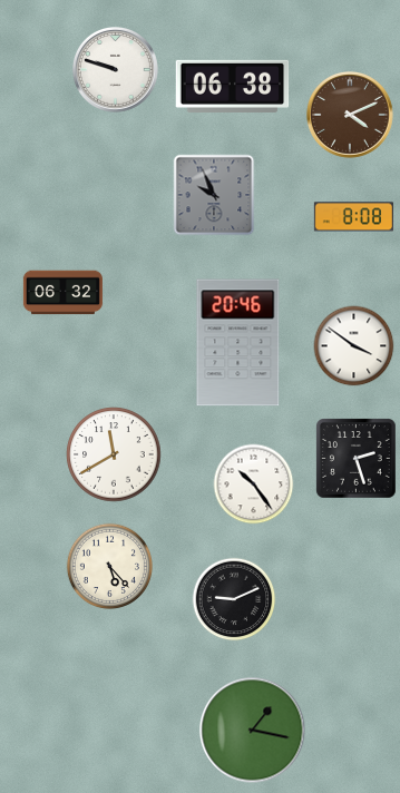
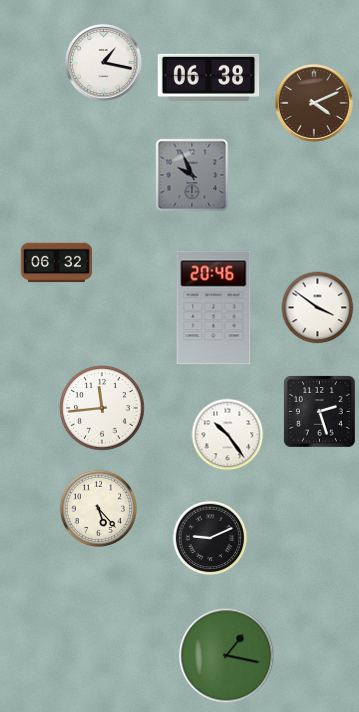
clock at (115, 69): 9:48 -> 1:17
clock at (353, 217): 8:08 -> none
clock at (354, 346) position: (354, 346) -> (318, 308)
clock at (114, 454): 11:40 -> 11:44
